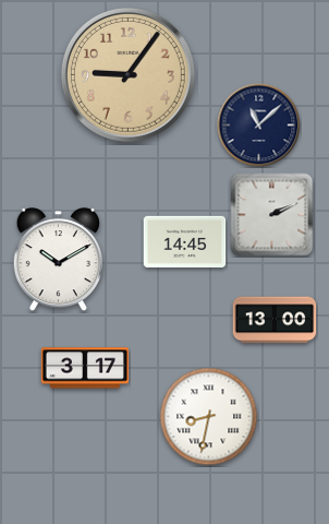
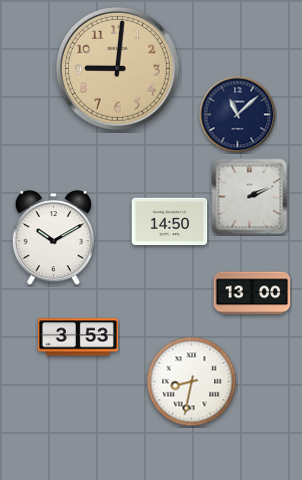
clock at (127, 74): 9:06 -> 9:01
clock at (185, 242): 14:45 -> 14:50
clock at (85, 368): 3:17 -> 3:53
